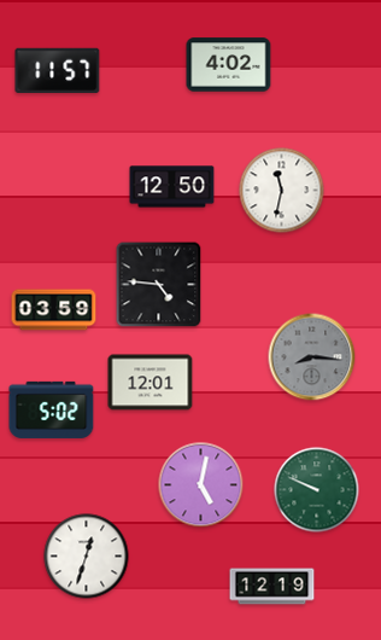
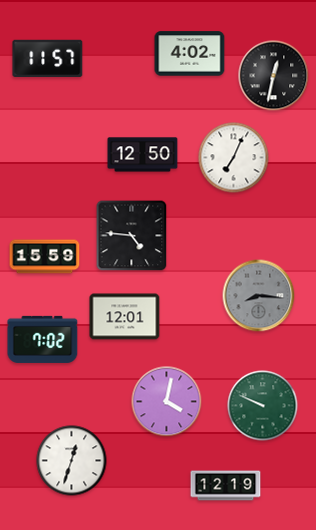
clock at (274, 76): none -> 12:32
clock at (282, 191): 11:32 -> 7:04
clock at (54, 310): 03:59 -> 15:59
clock at (52, 409): 5:02 -> 7:02
clock at (201, 485): 5:02 -> 4:02
